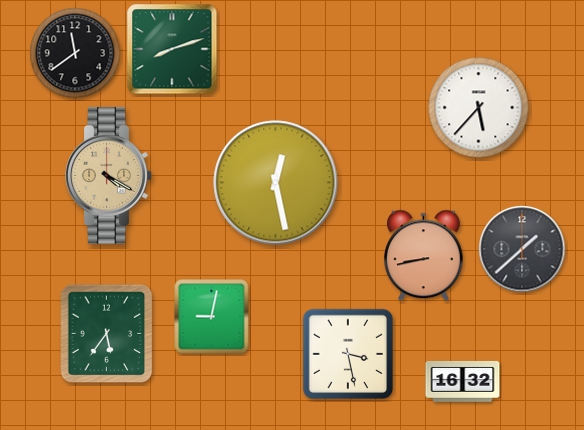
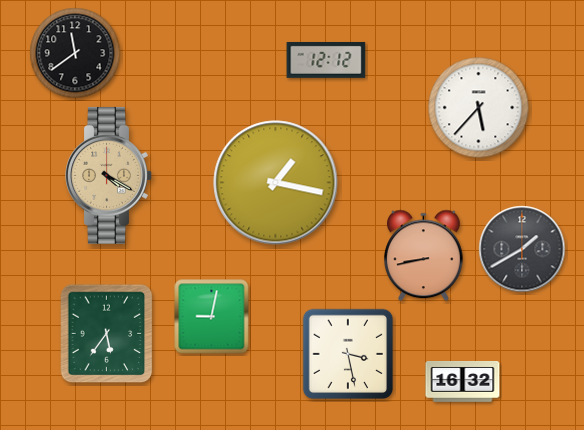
clock at (172, 49): 8:12 -> none
clock at (326, 60): none -> 12:12
clock at (276, 183): 12:28 -> 1:17
clock at (522, 249): 1:38 -> 1:40
